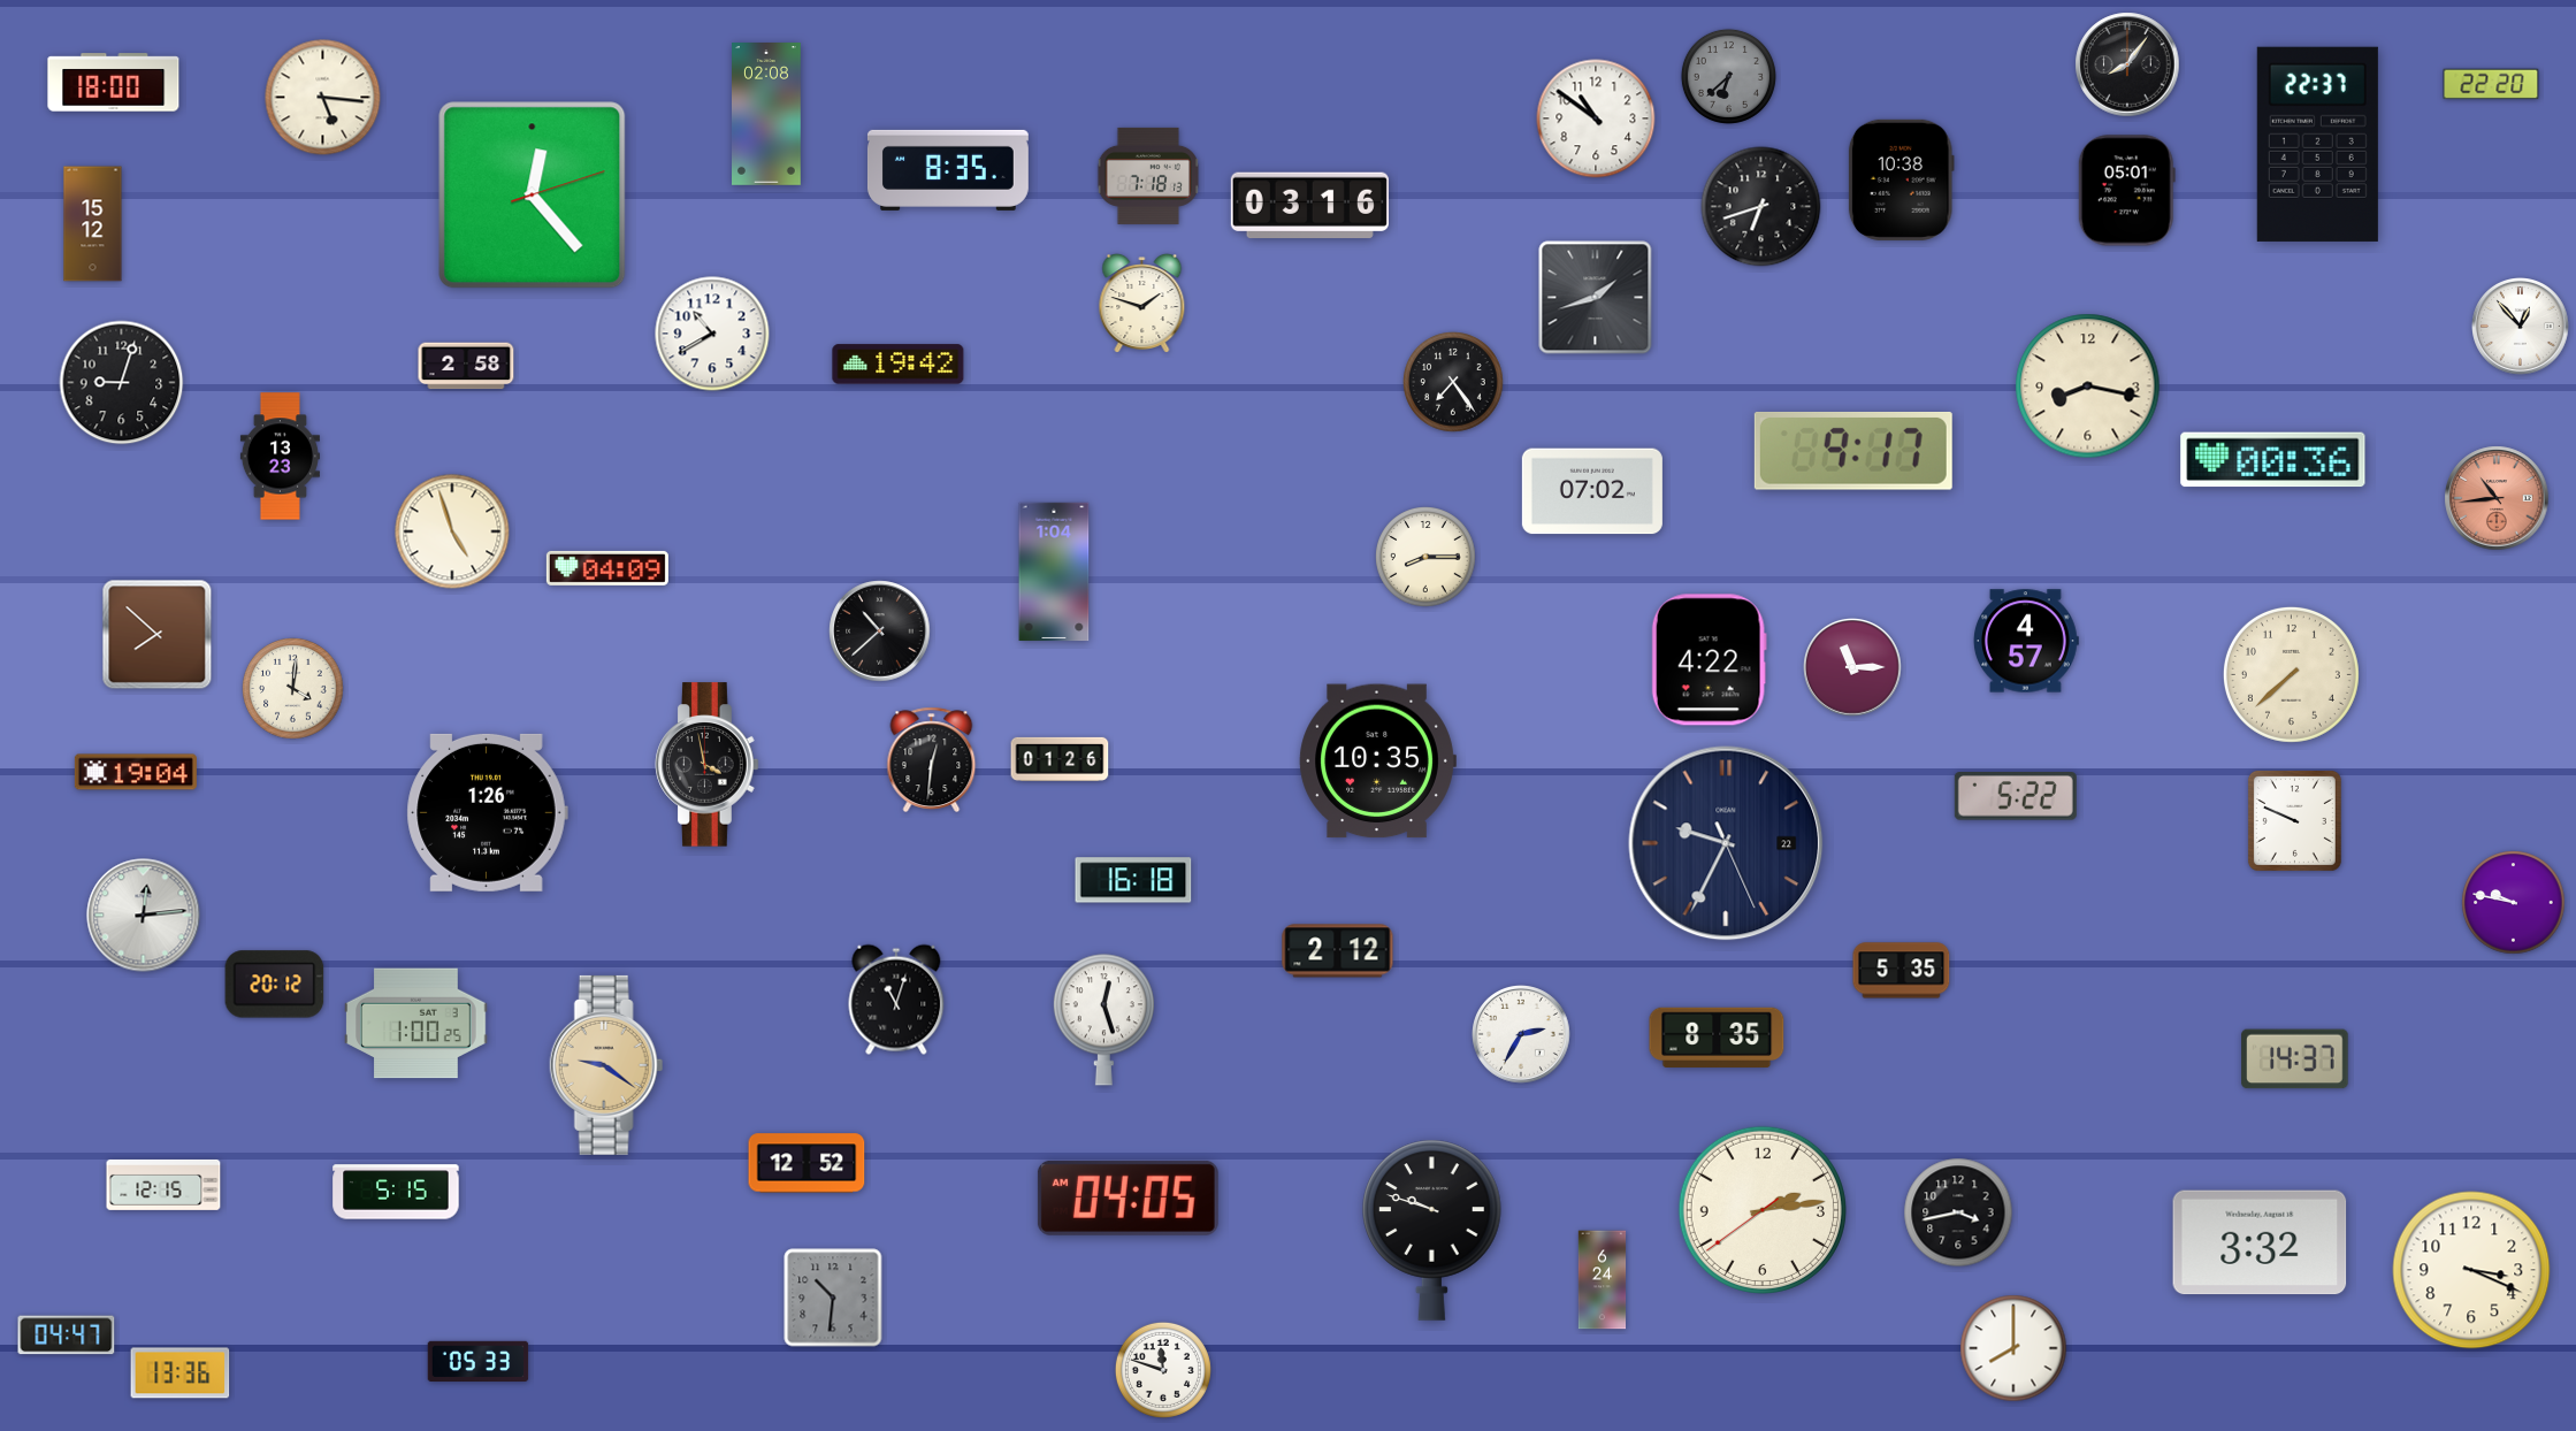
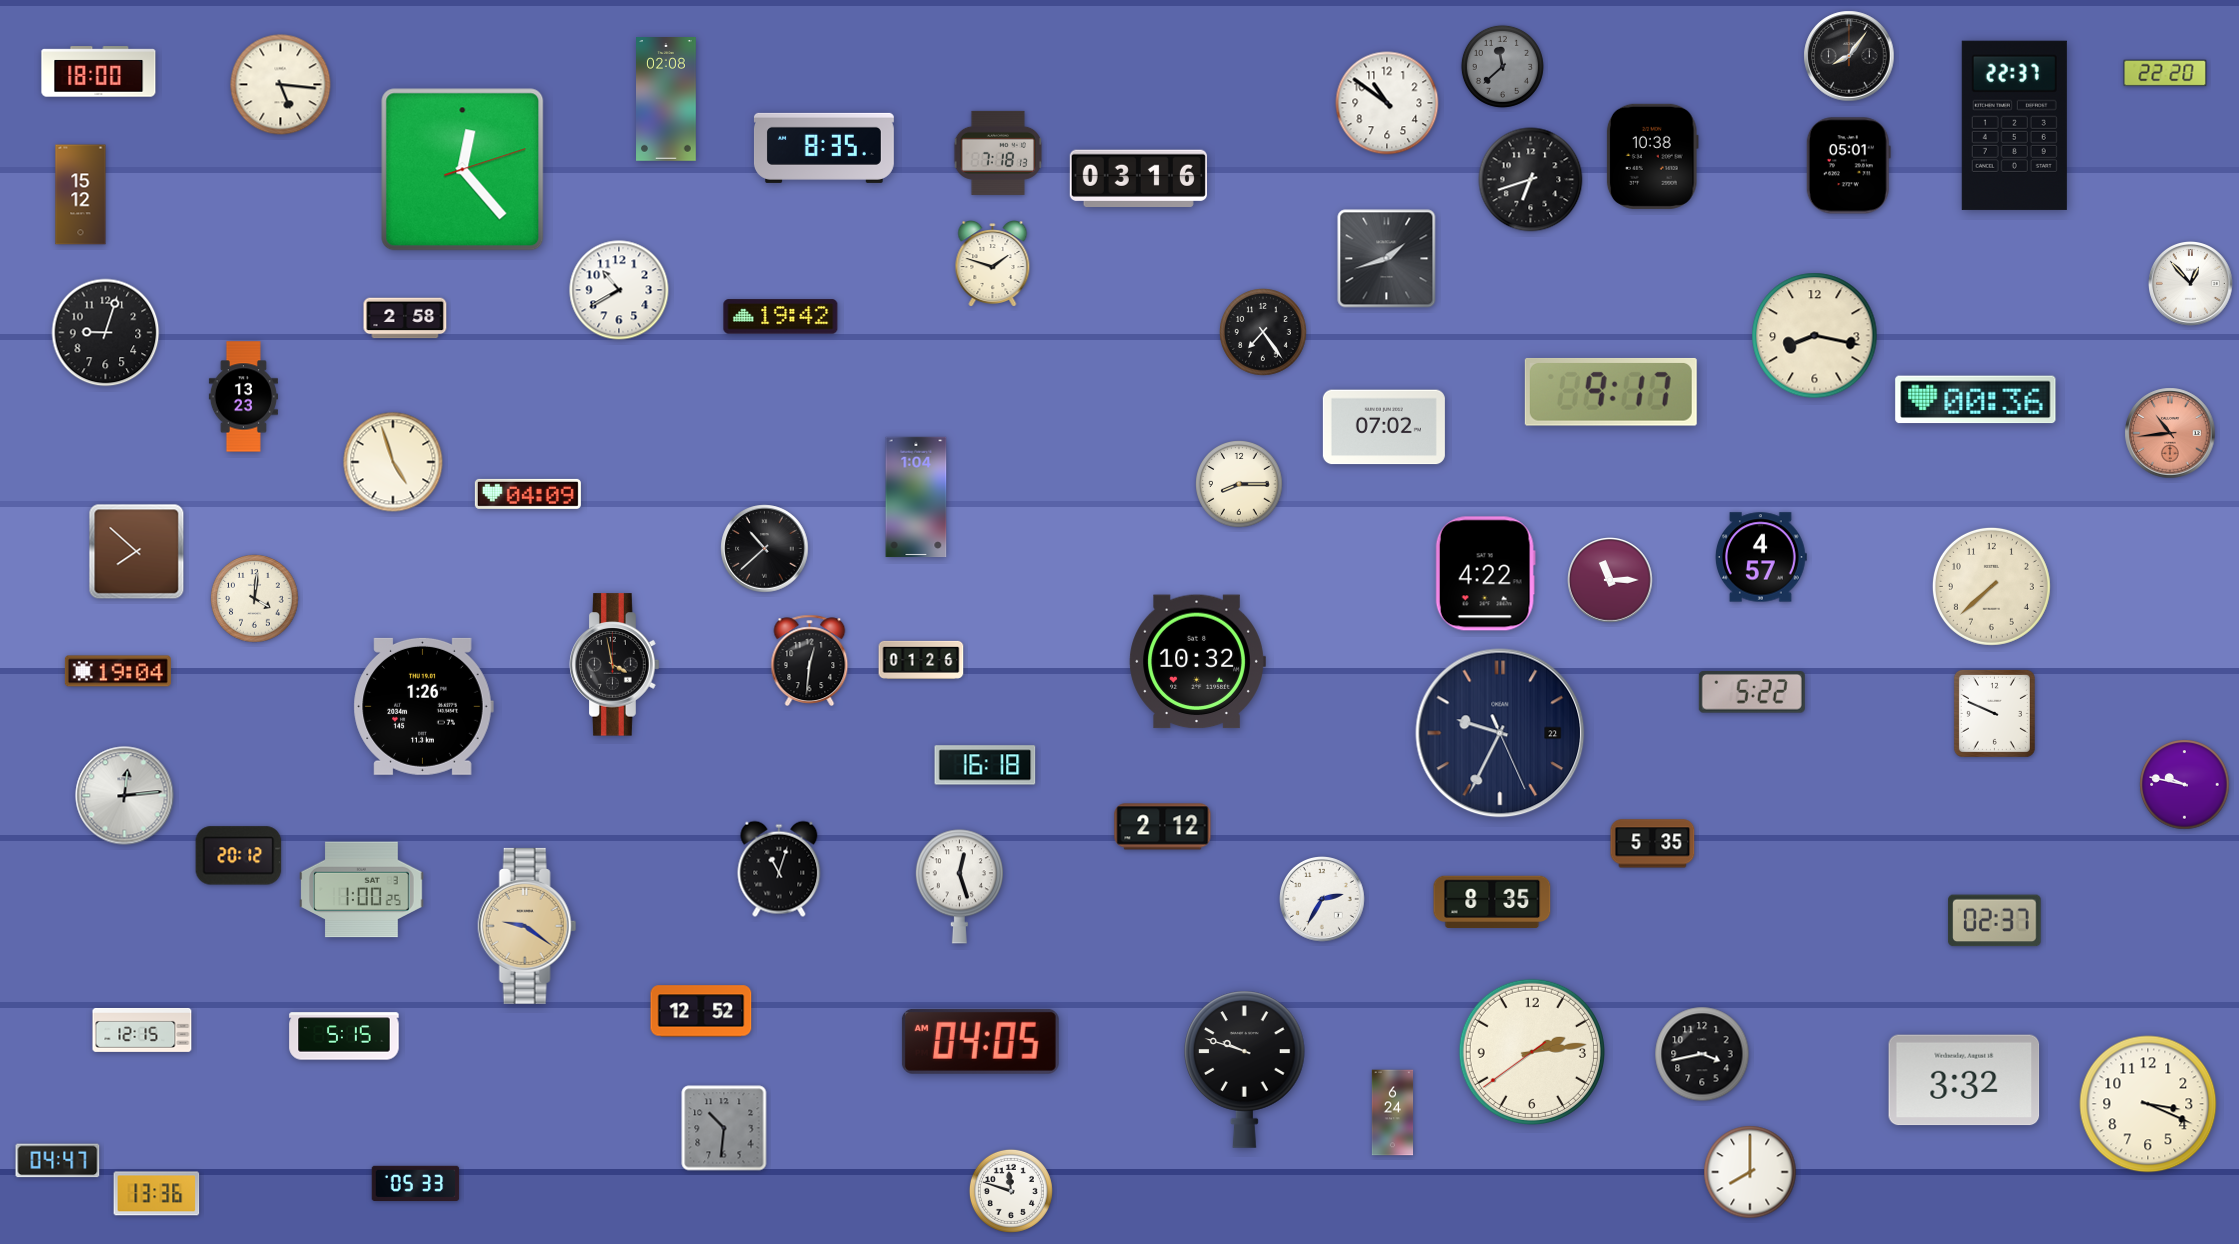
clock at (1728, 76): 6:38 -> 11:38
clock at (1377, 762): 10:35 -> 10:32
clock at (2295, 1059): 14:37 -> 02:37
